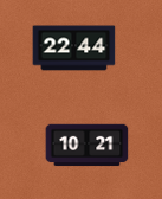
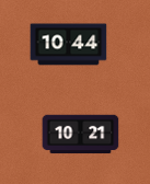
clock at (74, 49): 22:44 -> 10:44
